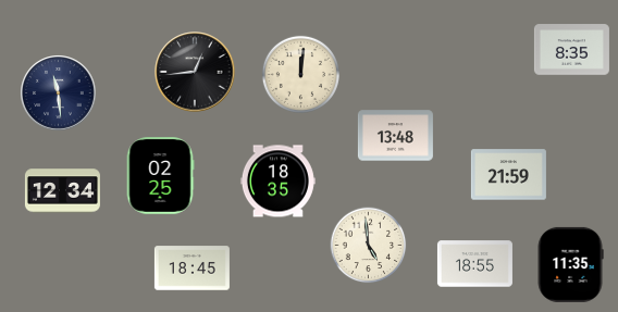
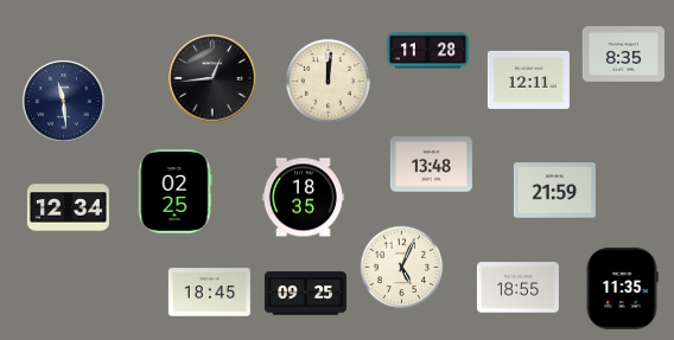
clock at (427, 51): none -> 11:28
clock at (528, 79): none -> 12:11
clock at (395, 136) position: (395, 136) -> (431, 165)
clock at (369, 246): 4:59 -> 5:04
clock at (305, 294): none -> 09:25
